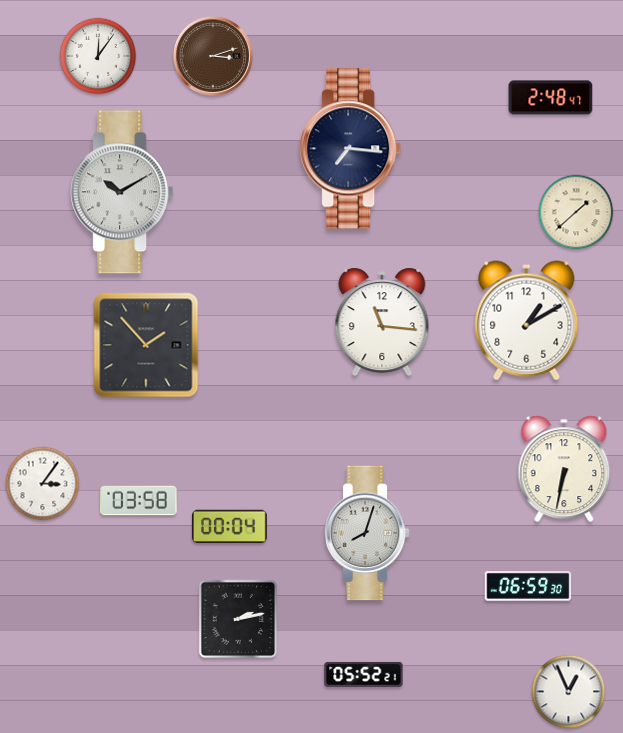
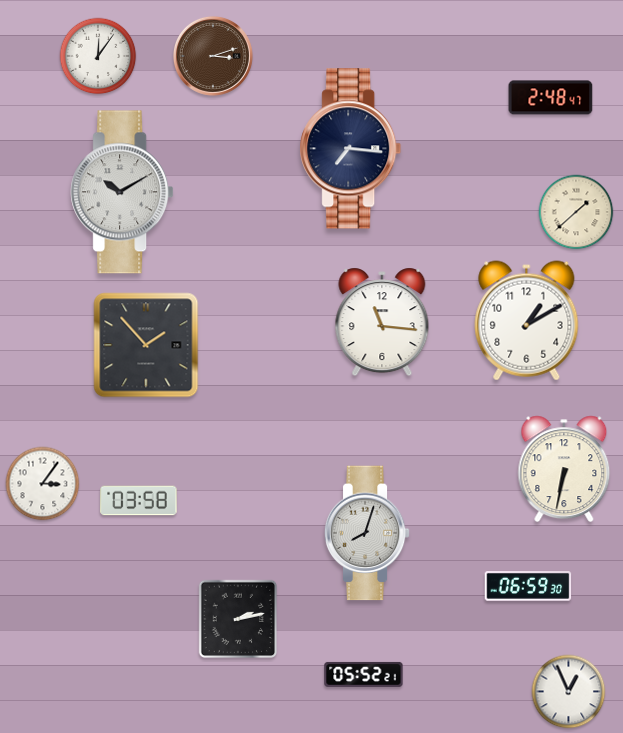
clock at (229, 526): 00:04 -> none
